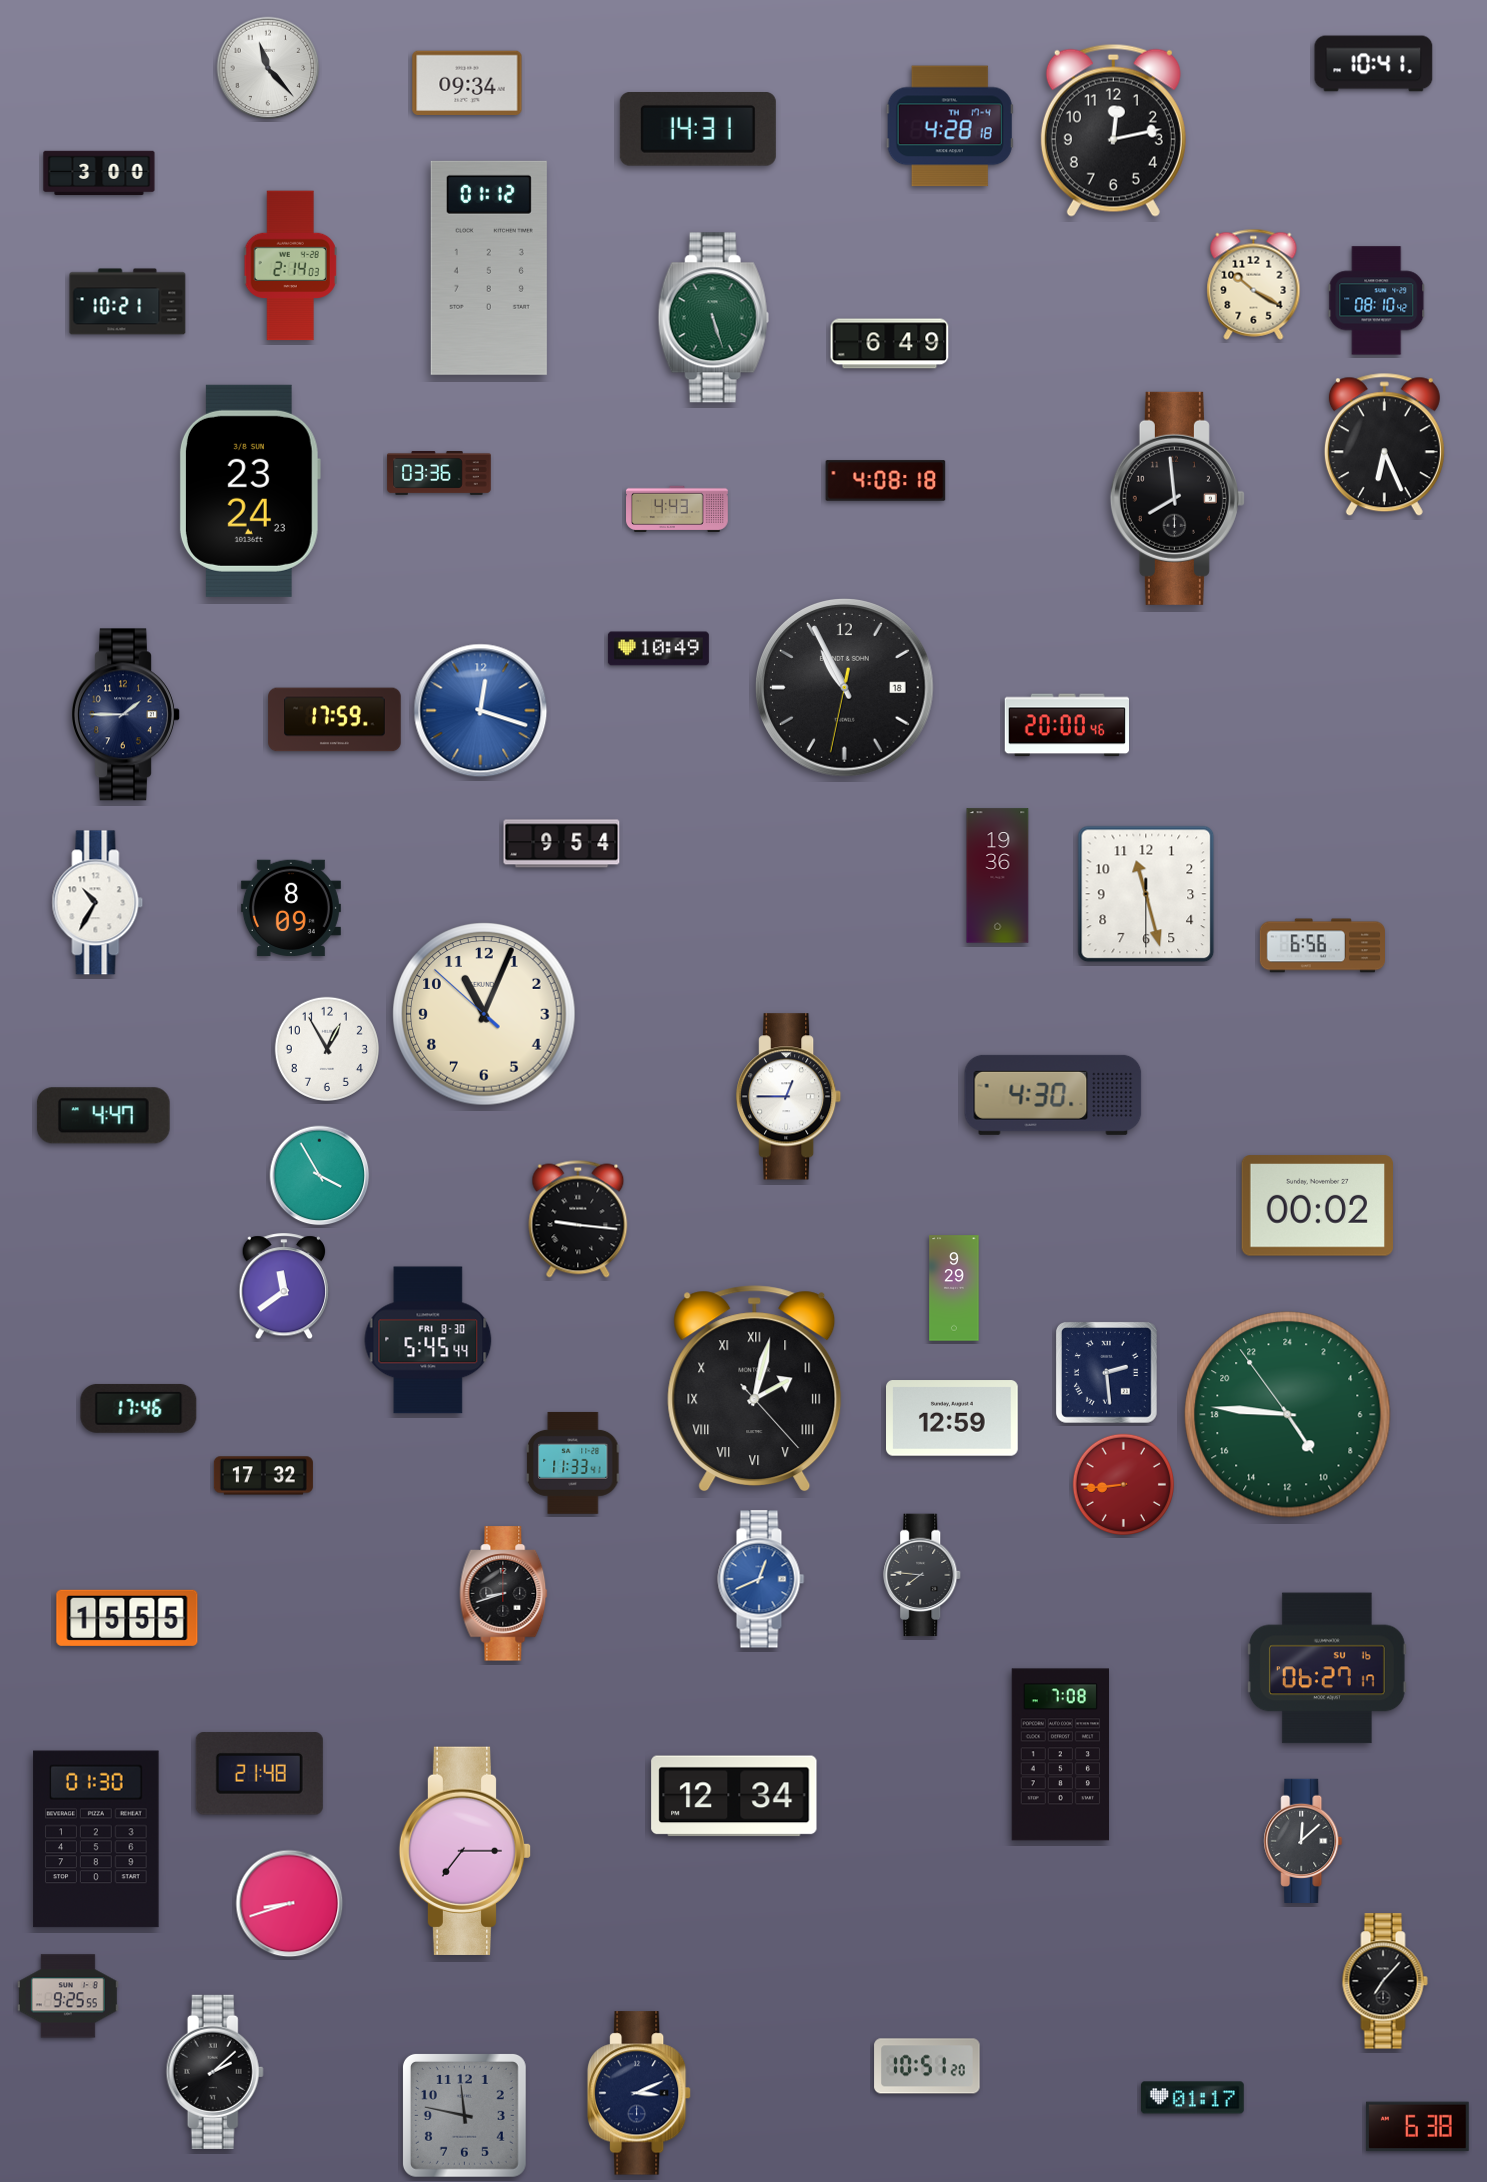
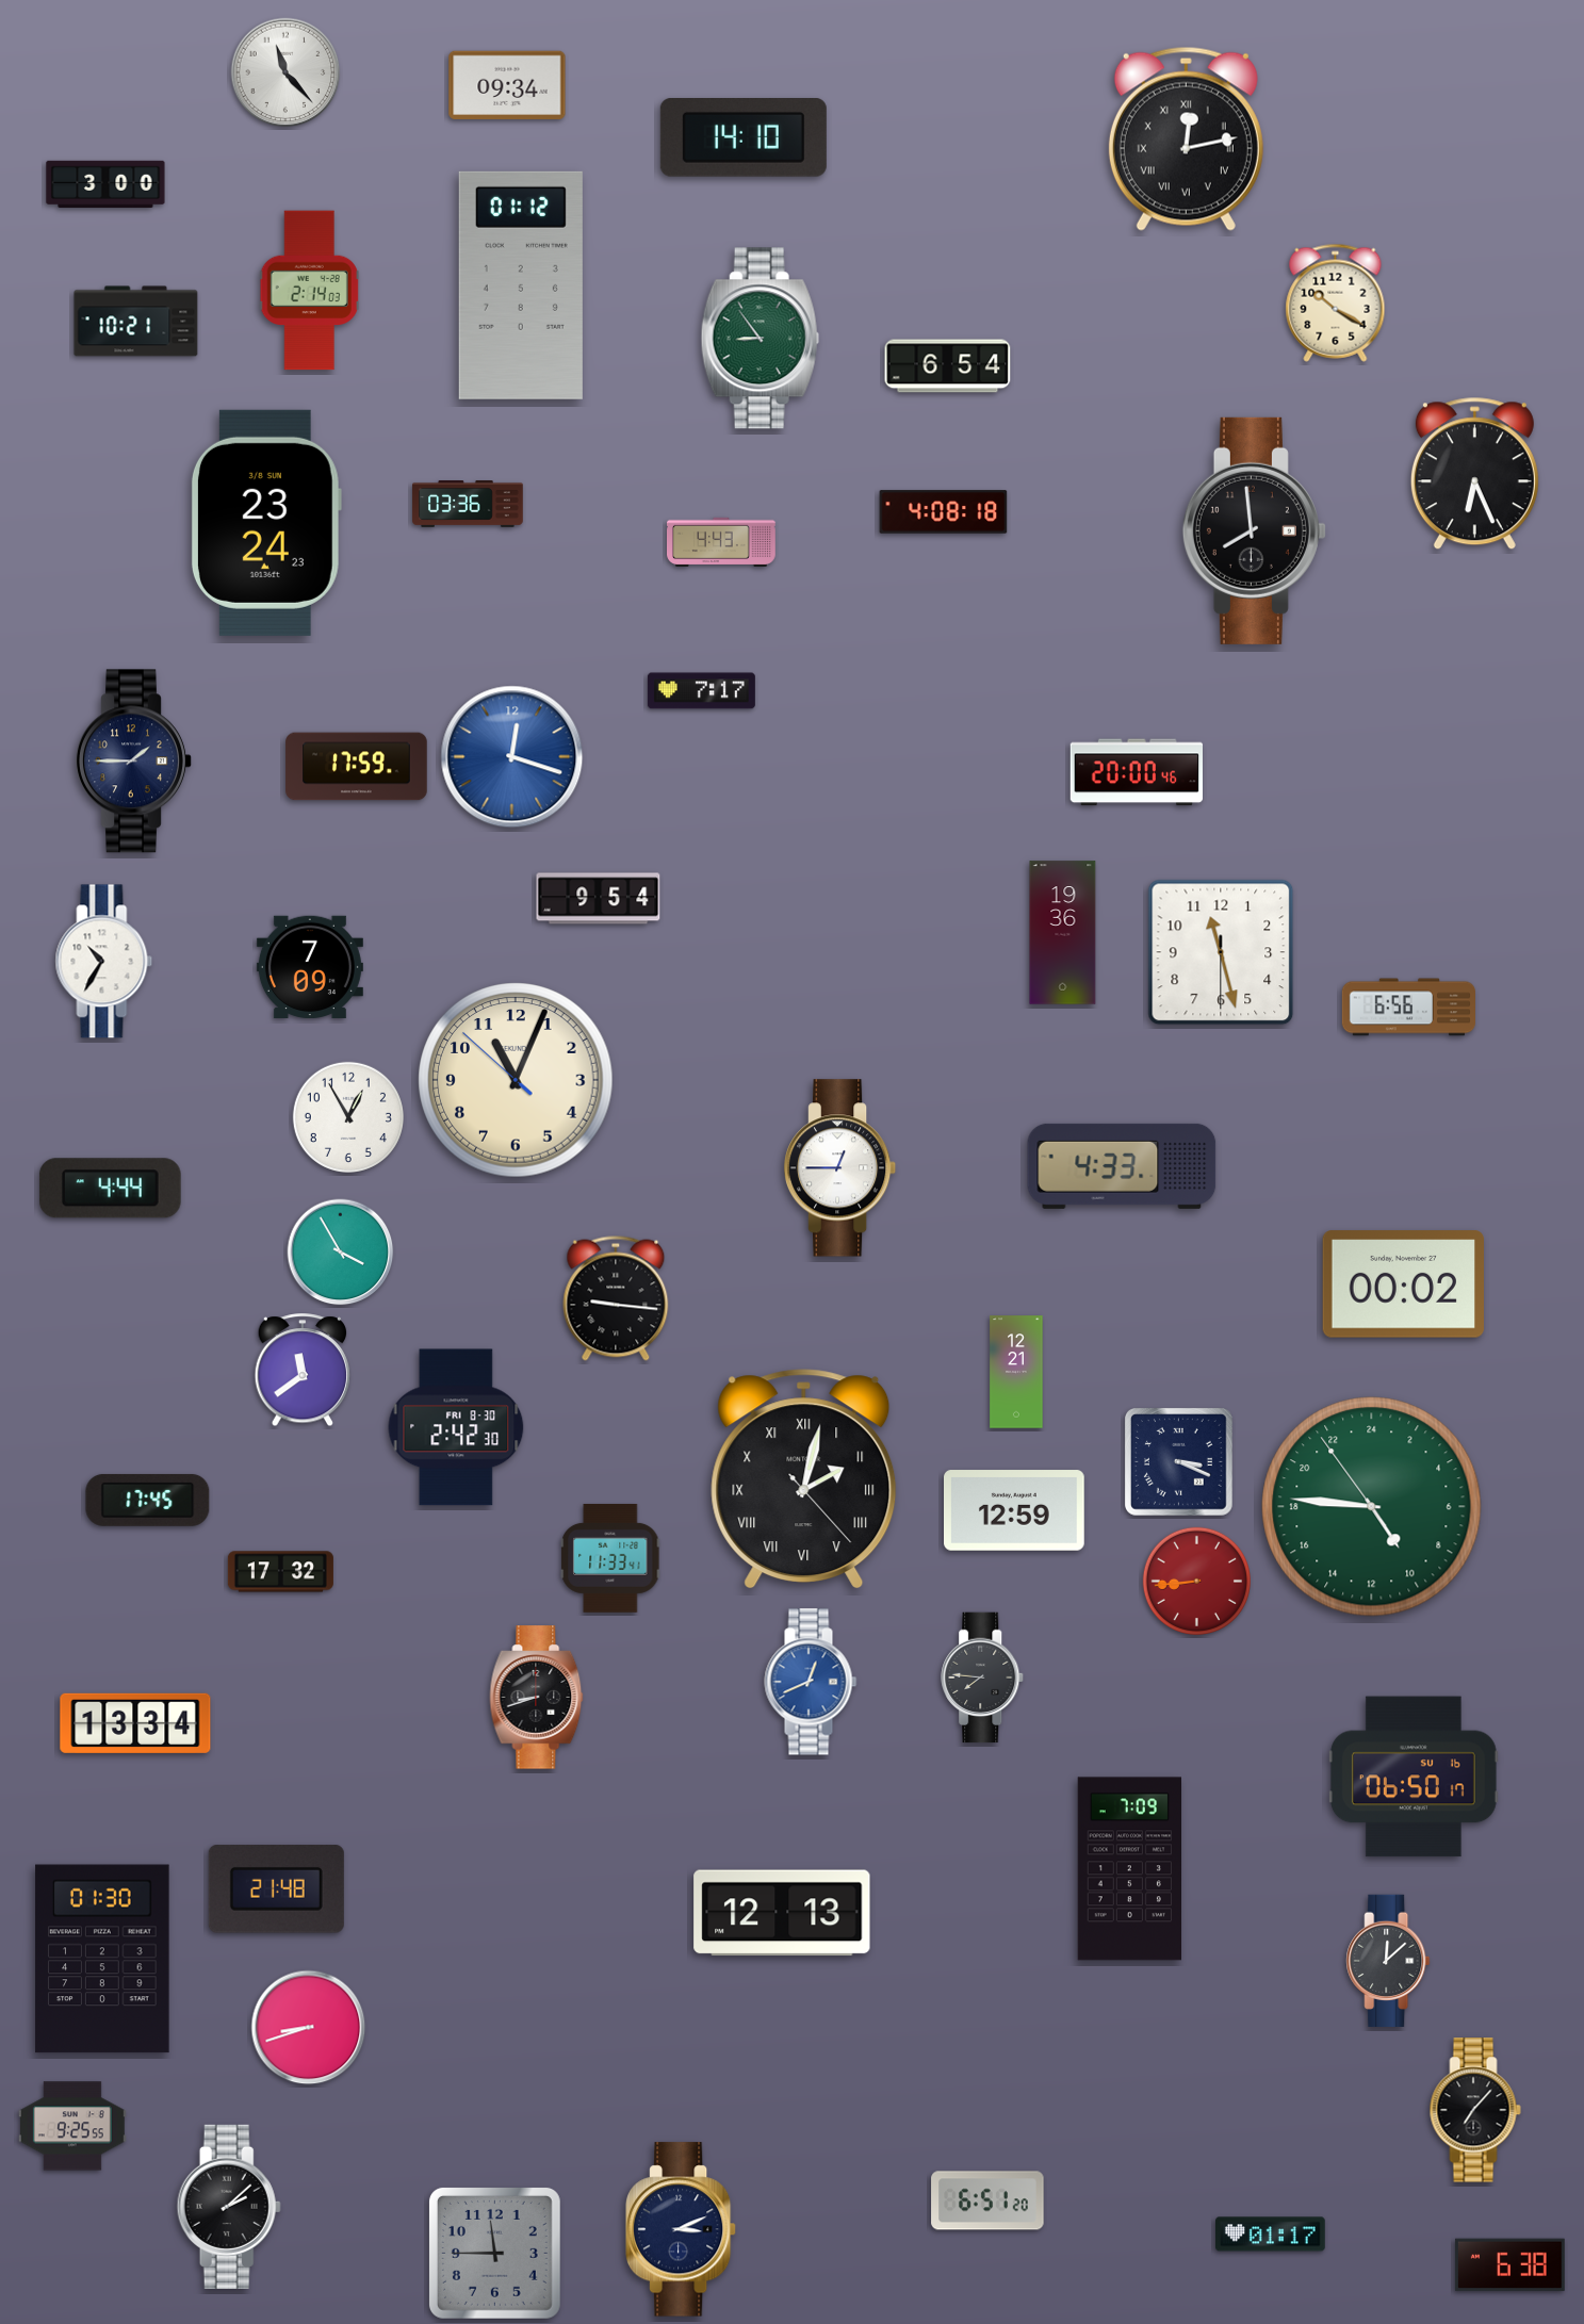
clock at (1374, 64): 10:41 -> none
clock at (467, 82) position: (467, 82) -> (507, 84)
clock at (950, 126): 4:28 -> none
clock at (698, 130): 14:31 -> 14:10
clock at (1113, 130) numerals: Arabic -> Roman
clock at (290, 266) position: (290, 266) -> (309, 291)
clock at (1377, 301): 08:10 -> none
clock at (713, 318): 5:27 -> 8:54
clock at (890, 344): 6:49 -> 6:54
clock at (658, 649): 10:49 -> 7:17
clock at (845, 688): 10:55 -> none
clock at (291, 908): 8:09 -> 7:09
clock at (1053, 1095): 4:30 -> 4:33
clock at (103, 1116): 4:47 -> 4:44
clock at (954, 1288): 9:29 -> 12:21
clock at (428, 1340): 5:45 -> 2:42
clock at (1107, 1373): 2:29 -> 3:19
clock at (139, 1408): 17:46 -> 17:45
clock at (127, 1618): 15:55 -> 13:34
clock at (1327, 1668): 06:27 -> 06:50
clock at (1060, 1755): 7:08 -> 7:09
clock at (734, 1796): 12:34 -> 12:13
clock at (465, 1851): 7:15 -> none
clock at (927, 2066): 10:51 -> 6:51
clock at (464, 2115): 11:47 -> 11:45
